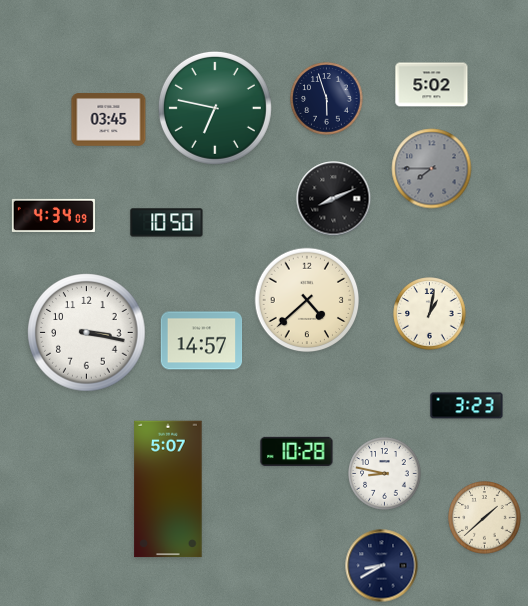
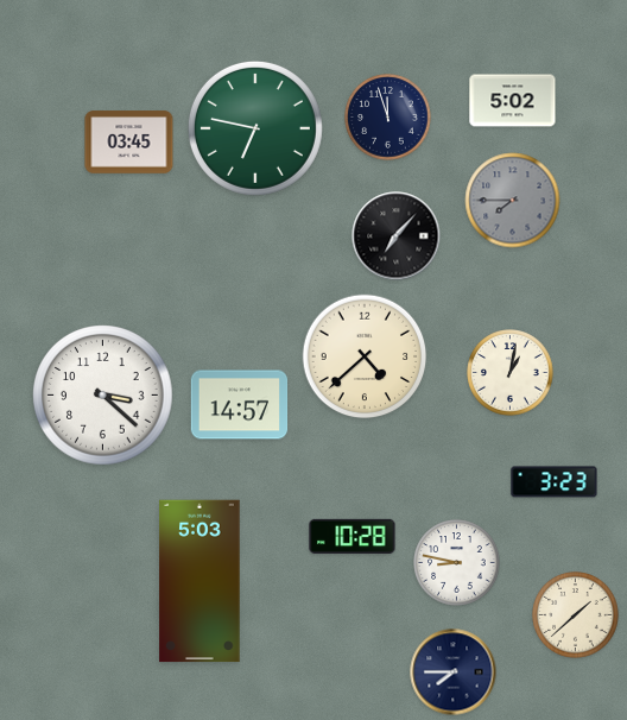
clock at (327, 99): 5:57 -> 11:57
clock at (334, 199): 8:11 -> 7:07
clock at (53, 215): 4:34 -> none
clock at (167, 223): 10:50 -> none
clock at (87, 333): 3:17 -> 3:22
clock at (168, 489): 5:07 -> 5:03
clock at (382, 566): 8:40 -> 7:45
